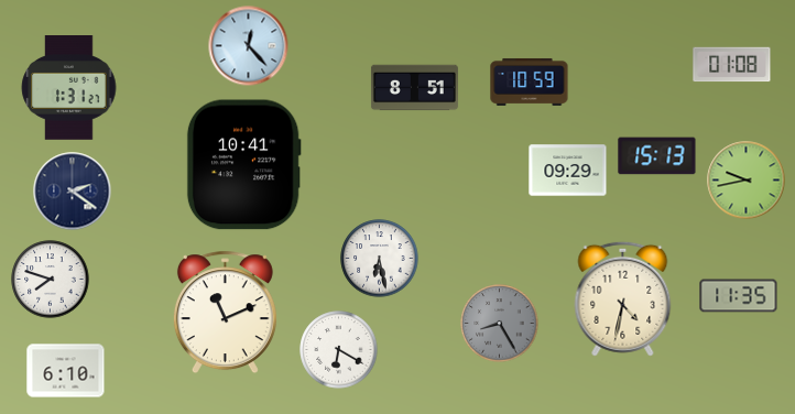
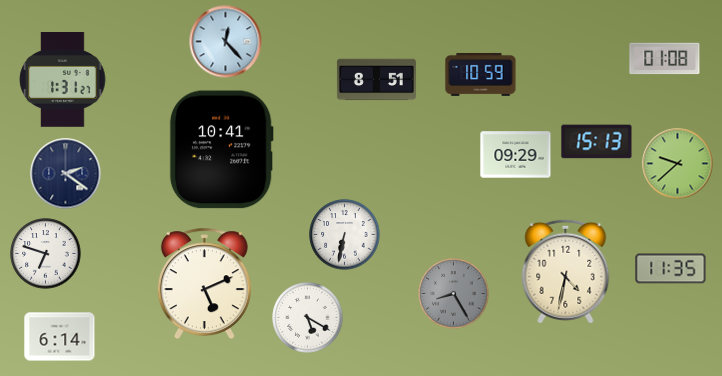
clock at (747, 181): 9:43 -> 9:38
clock at (380, 259): 6:28 -> 6:32
clock at (51, 280): 7:48 -> 6:48
clock at (225, 313): 11:11 -> 5:11
clock at (339, 350): 6:20 -> 5:20
clock at (66, 371): 6:10 -> 6:14
